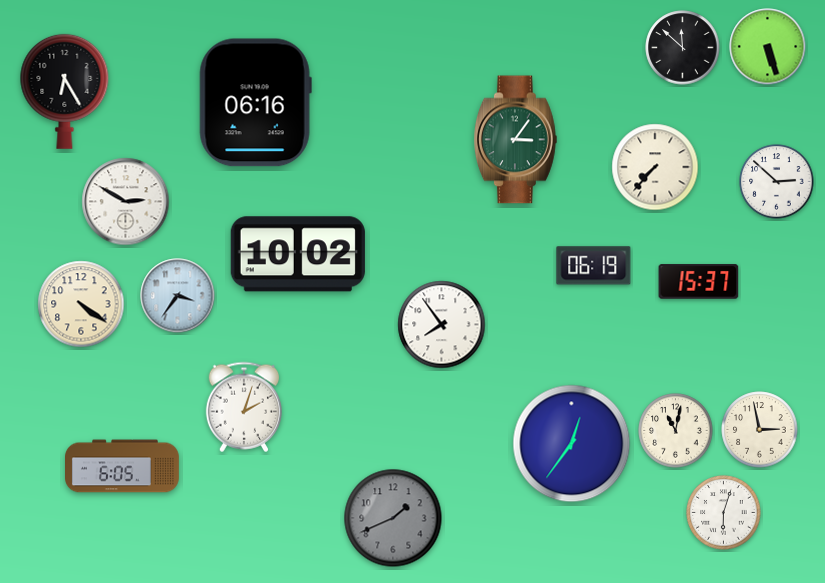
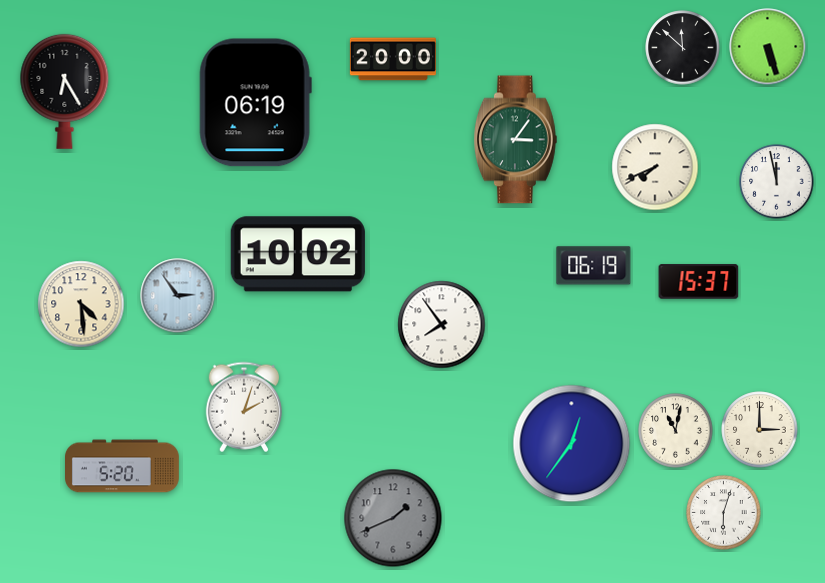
clock at (393, 59): none -> 20:00
clock at (255, 103): 06:16 -> 06:19
clock at (655, 167): 7:37 -> 7:41
clock at (777, 182): 2:52 -> 11:58
clock at (126, 202): 2:50 -> none
clock at (178, 296): 3:36 -> 2:54
clock at (81, 304): 4:21 -> 4:29
clock at (760, 430): 2:58 -> 3:00
clock at (123, 466): 6:05 -> 5:20
